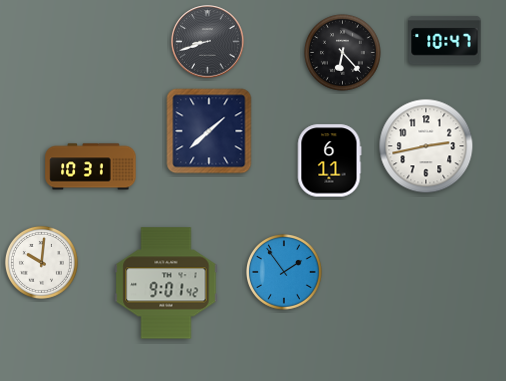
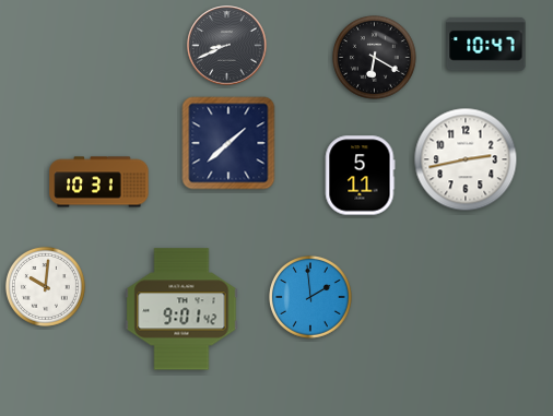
clock at (208, 42): 8:42 -> 8:41
clock at (343, 53): 6:23 -> 6:20
clock at (329, 161): 6:11 -> 5:11
clock at (285, 273): 1:54 -> 1:59
